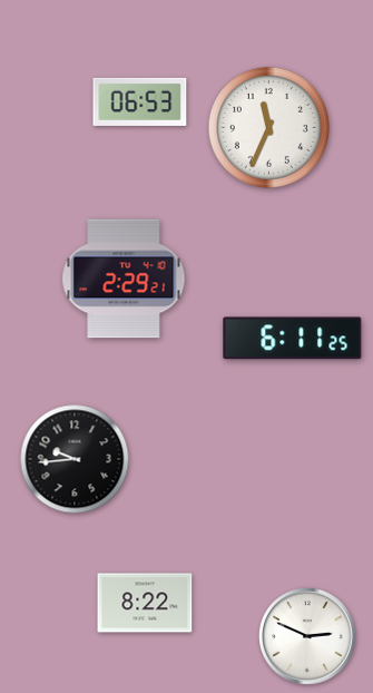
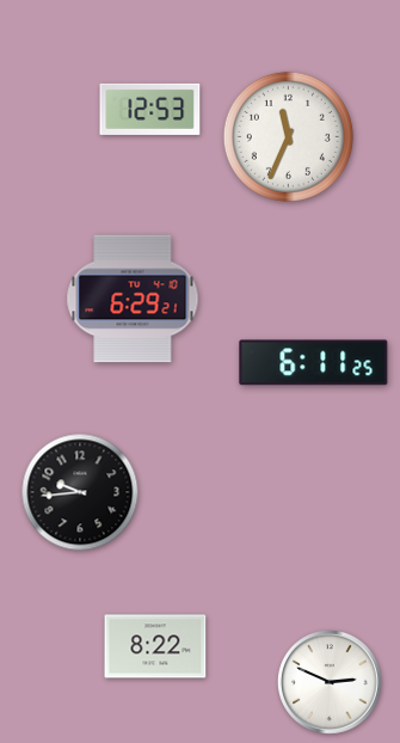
clock at (140, 101): 06:53 -> 12:53
clock at (124, 279): 2:29 -> 6:29
